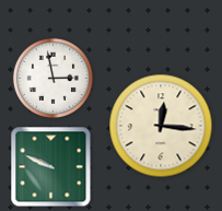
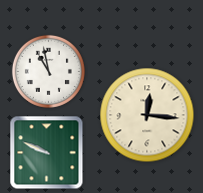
clock at (52, 78): 2:58 -> 10:58
